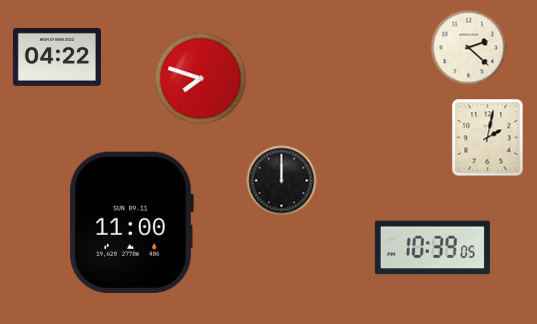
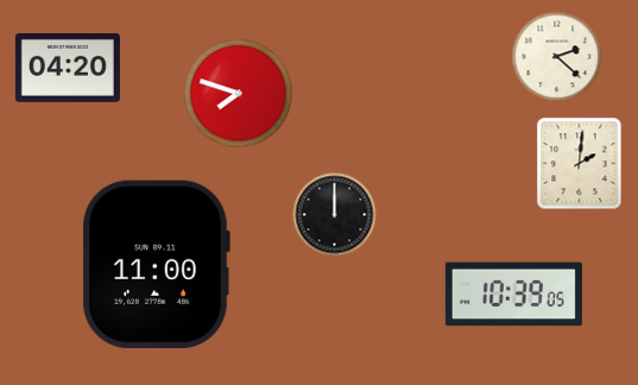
clock at (57, 57): 04:22 -> 04:20
clock at (488, 138): 2:02 -> 2:01
